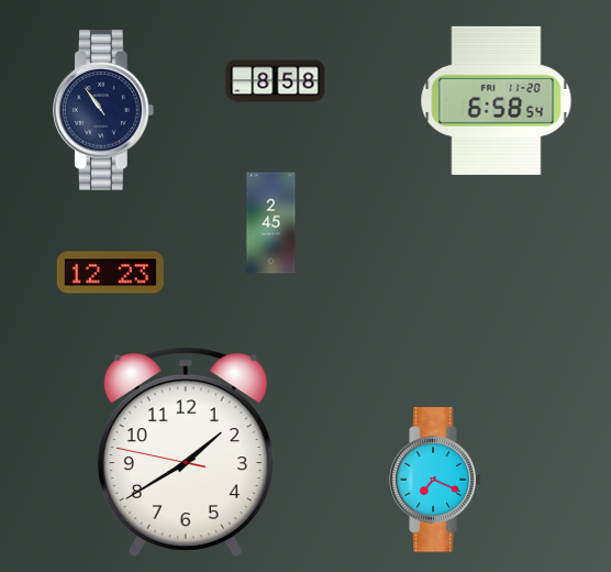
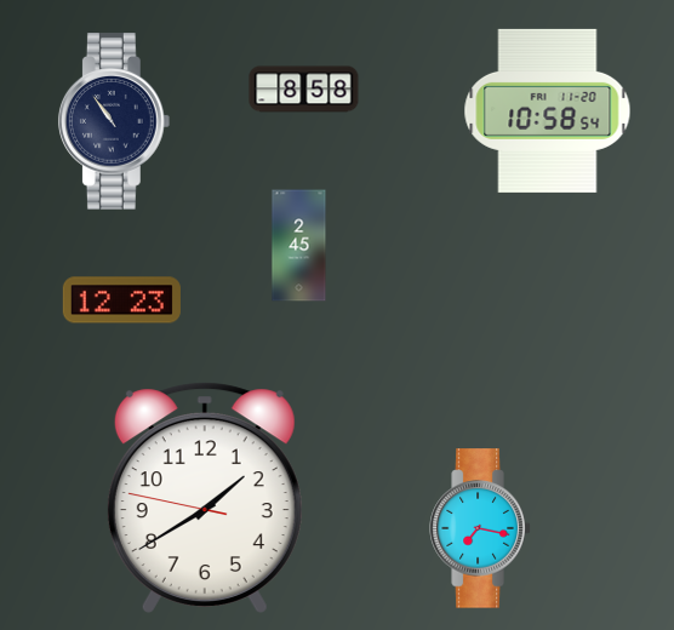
clock at (497, 100): 6:58 -> 10:58
clock at (435, 480): 7:19 -> 7:17
